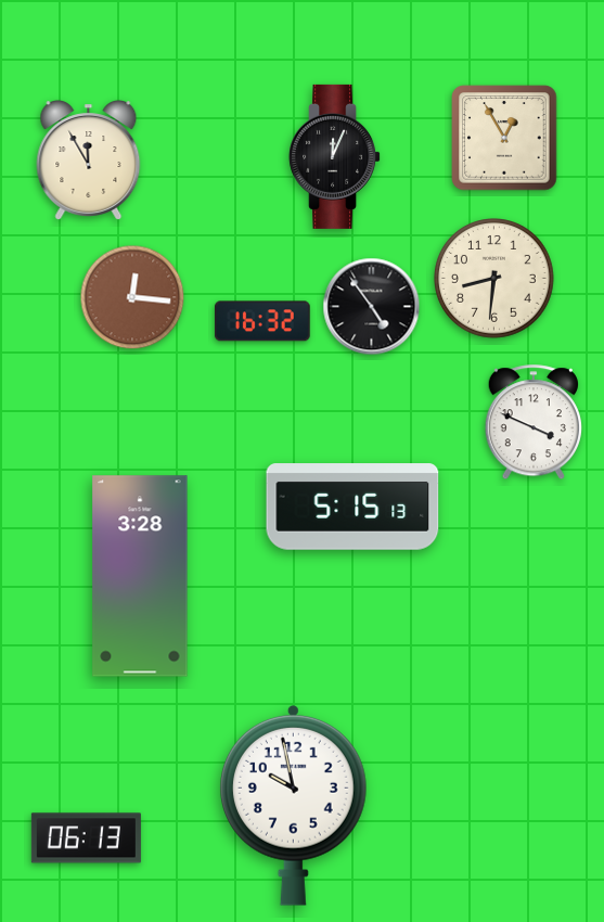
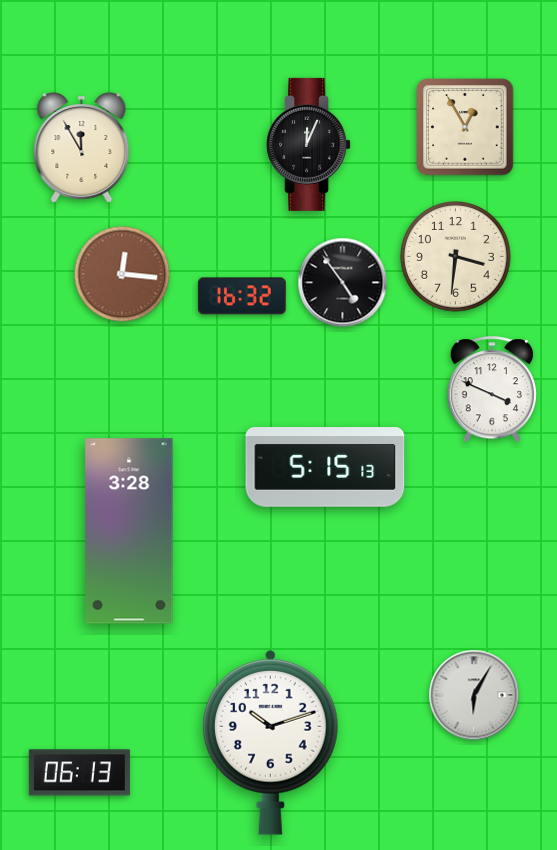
clock at (494, 279): 8:31 -> 3:31
clock at (474, 695): none -> 6:05
clock at (293, 805): 9:58 -> 10:12
